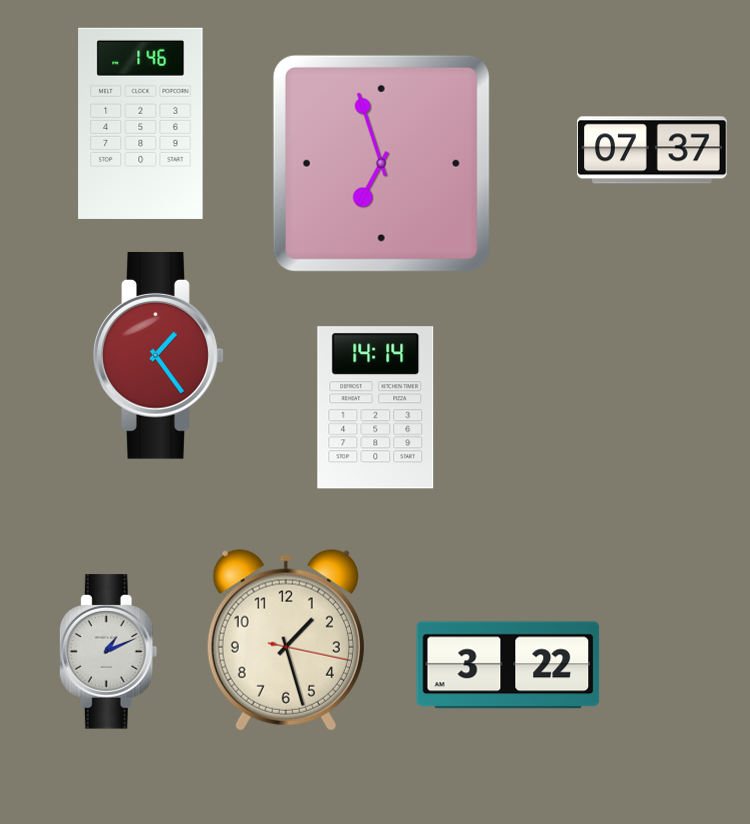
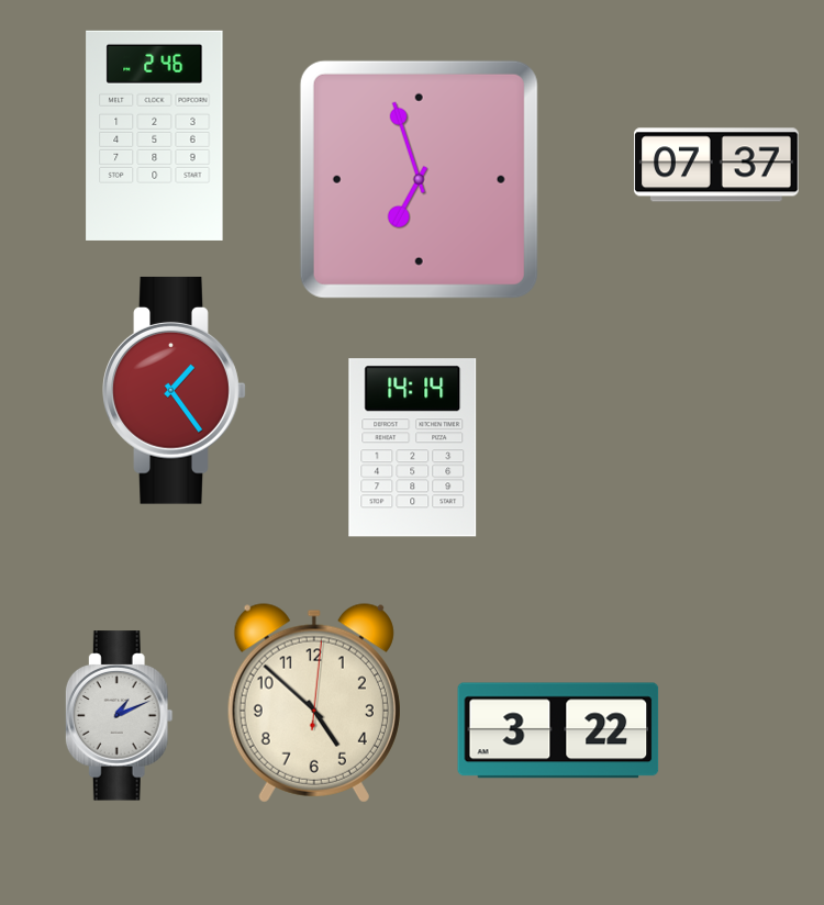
clock at (141, 123): 1:46 -> 2:46
clock at (286, 640): 1:27 -> 4:52
